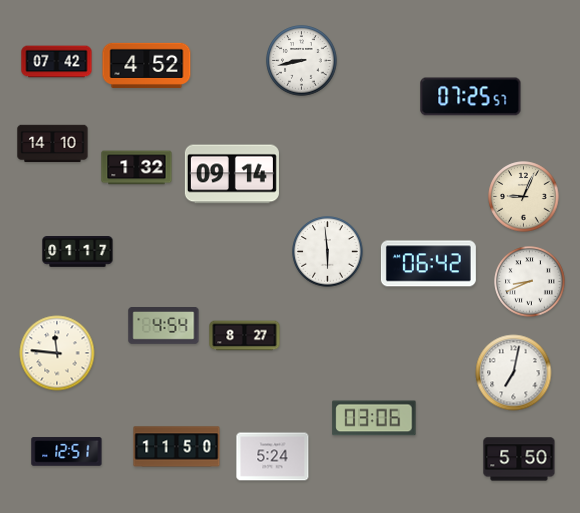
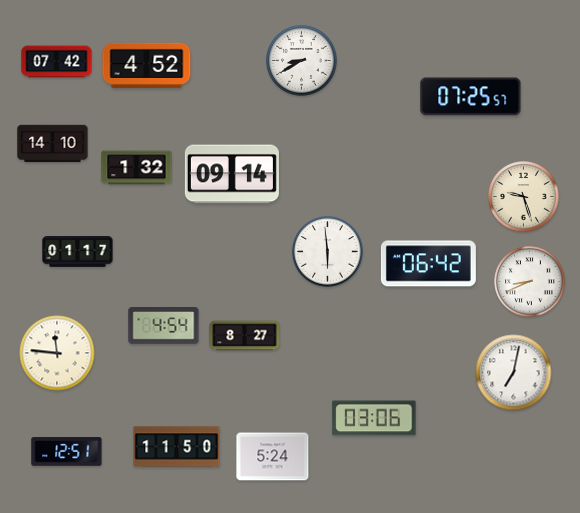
clock at (302, 61): 8:43 -> 8:40
clock at (524, 197): 9:04 -> 9:27
clock at (519, 459): 5:50 -> none
